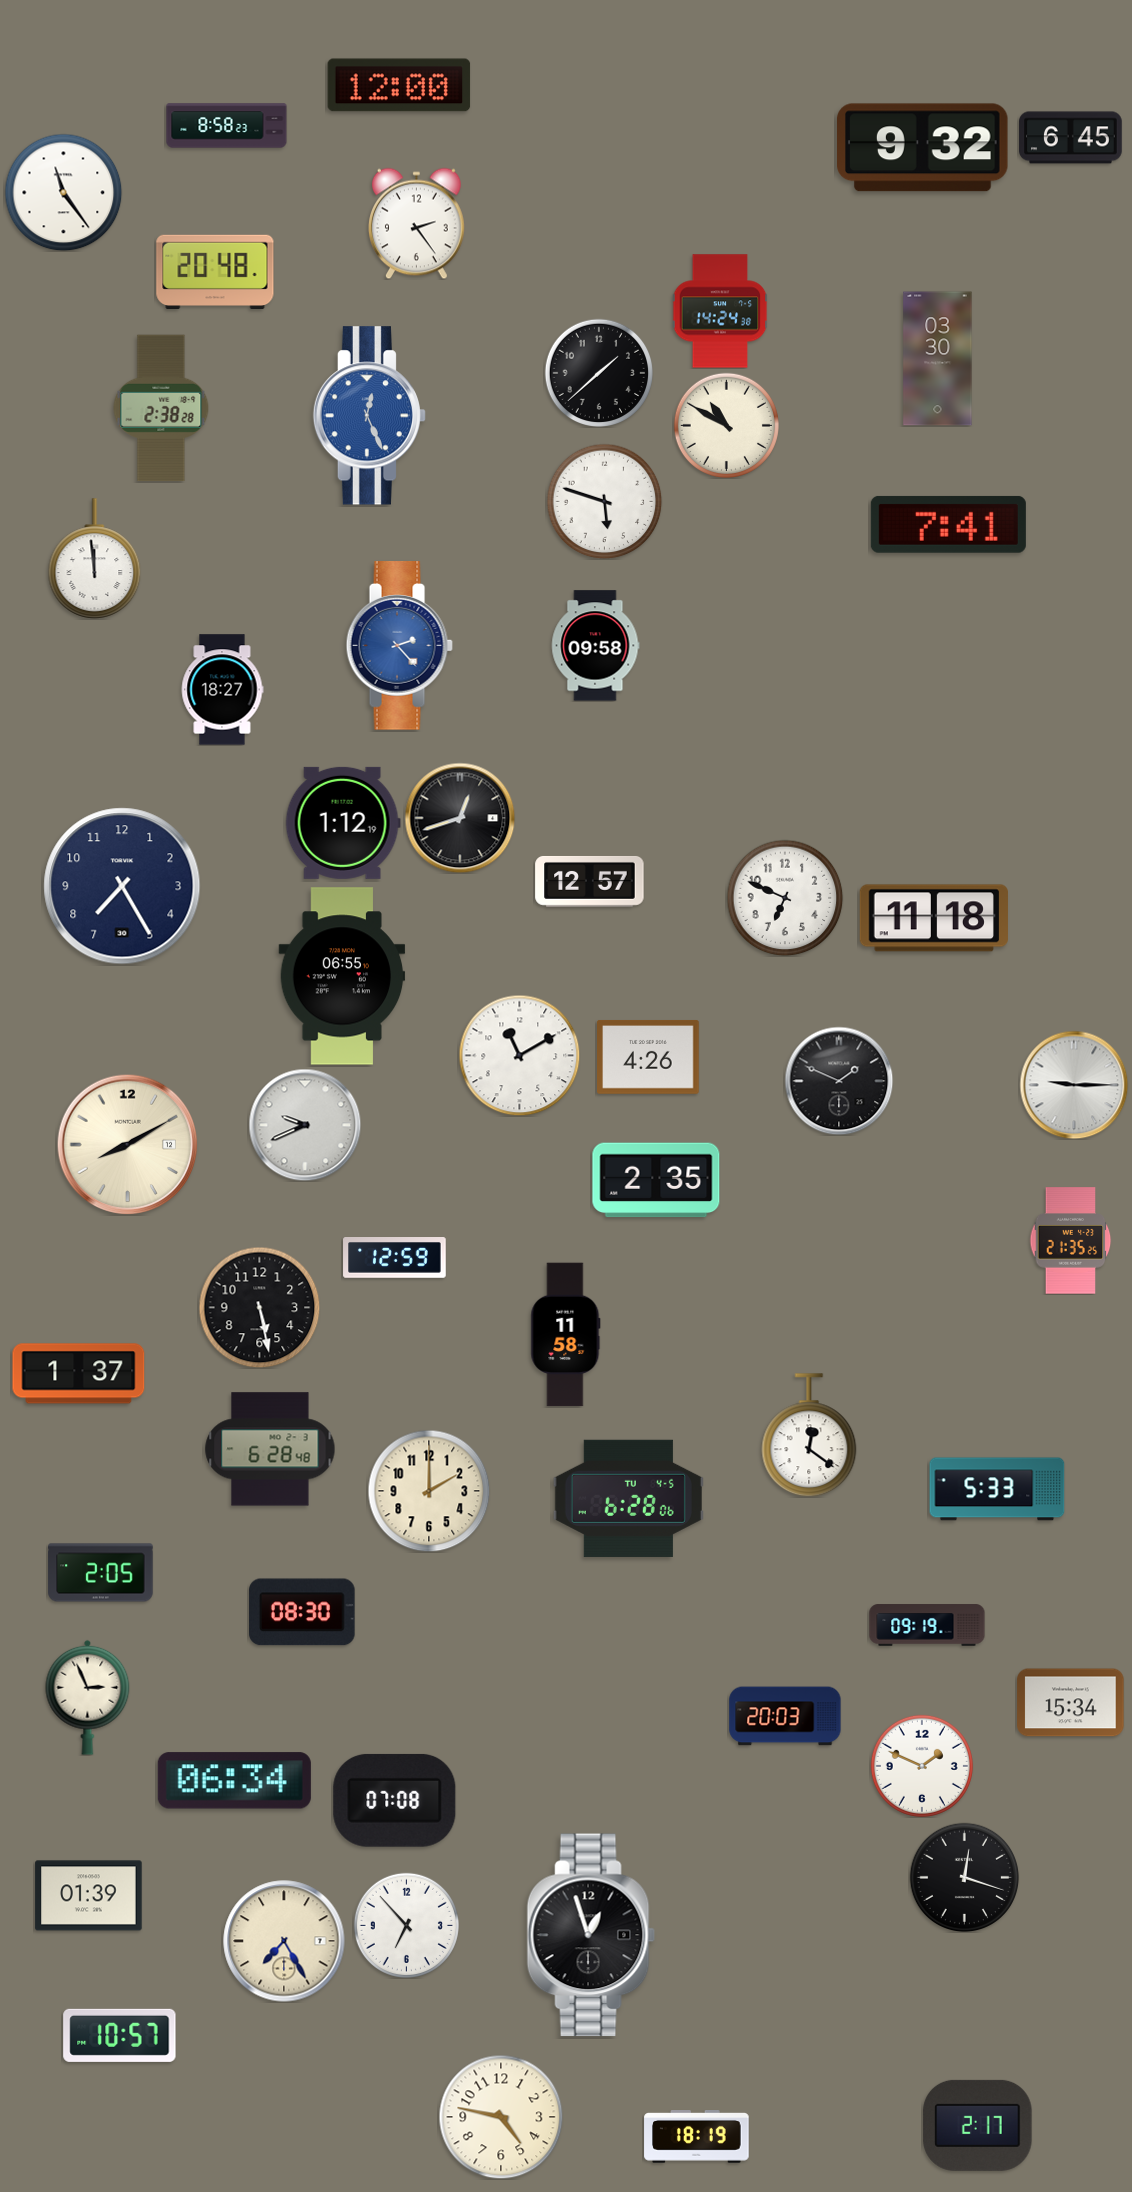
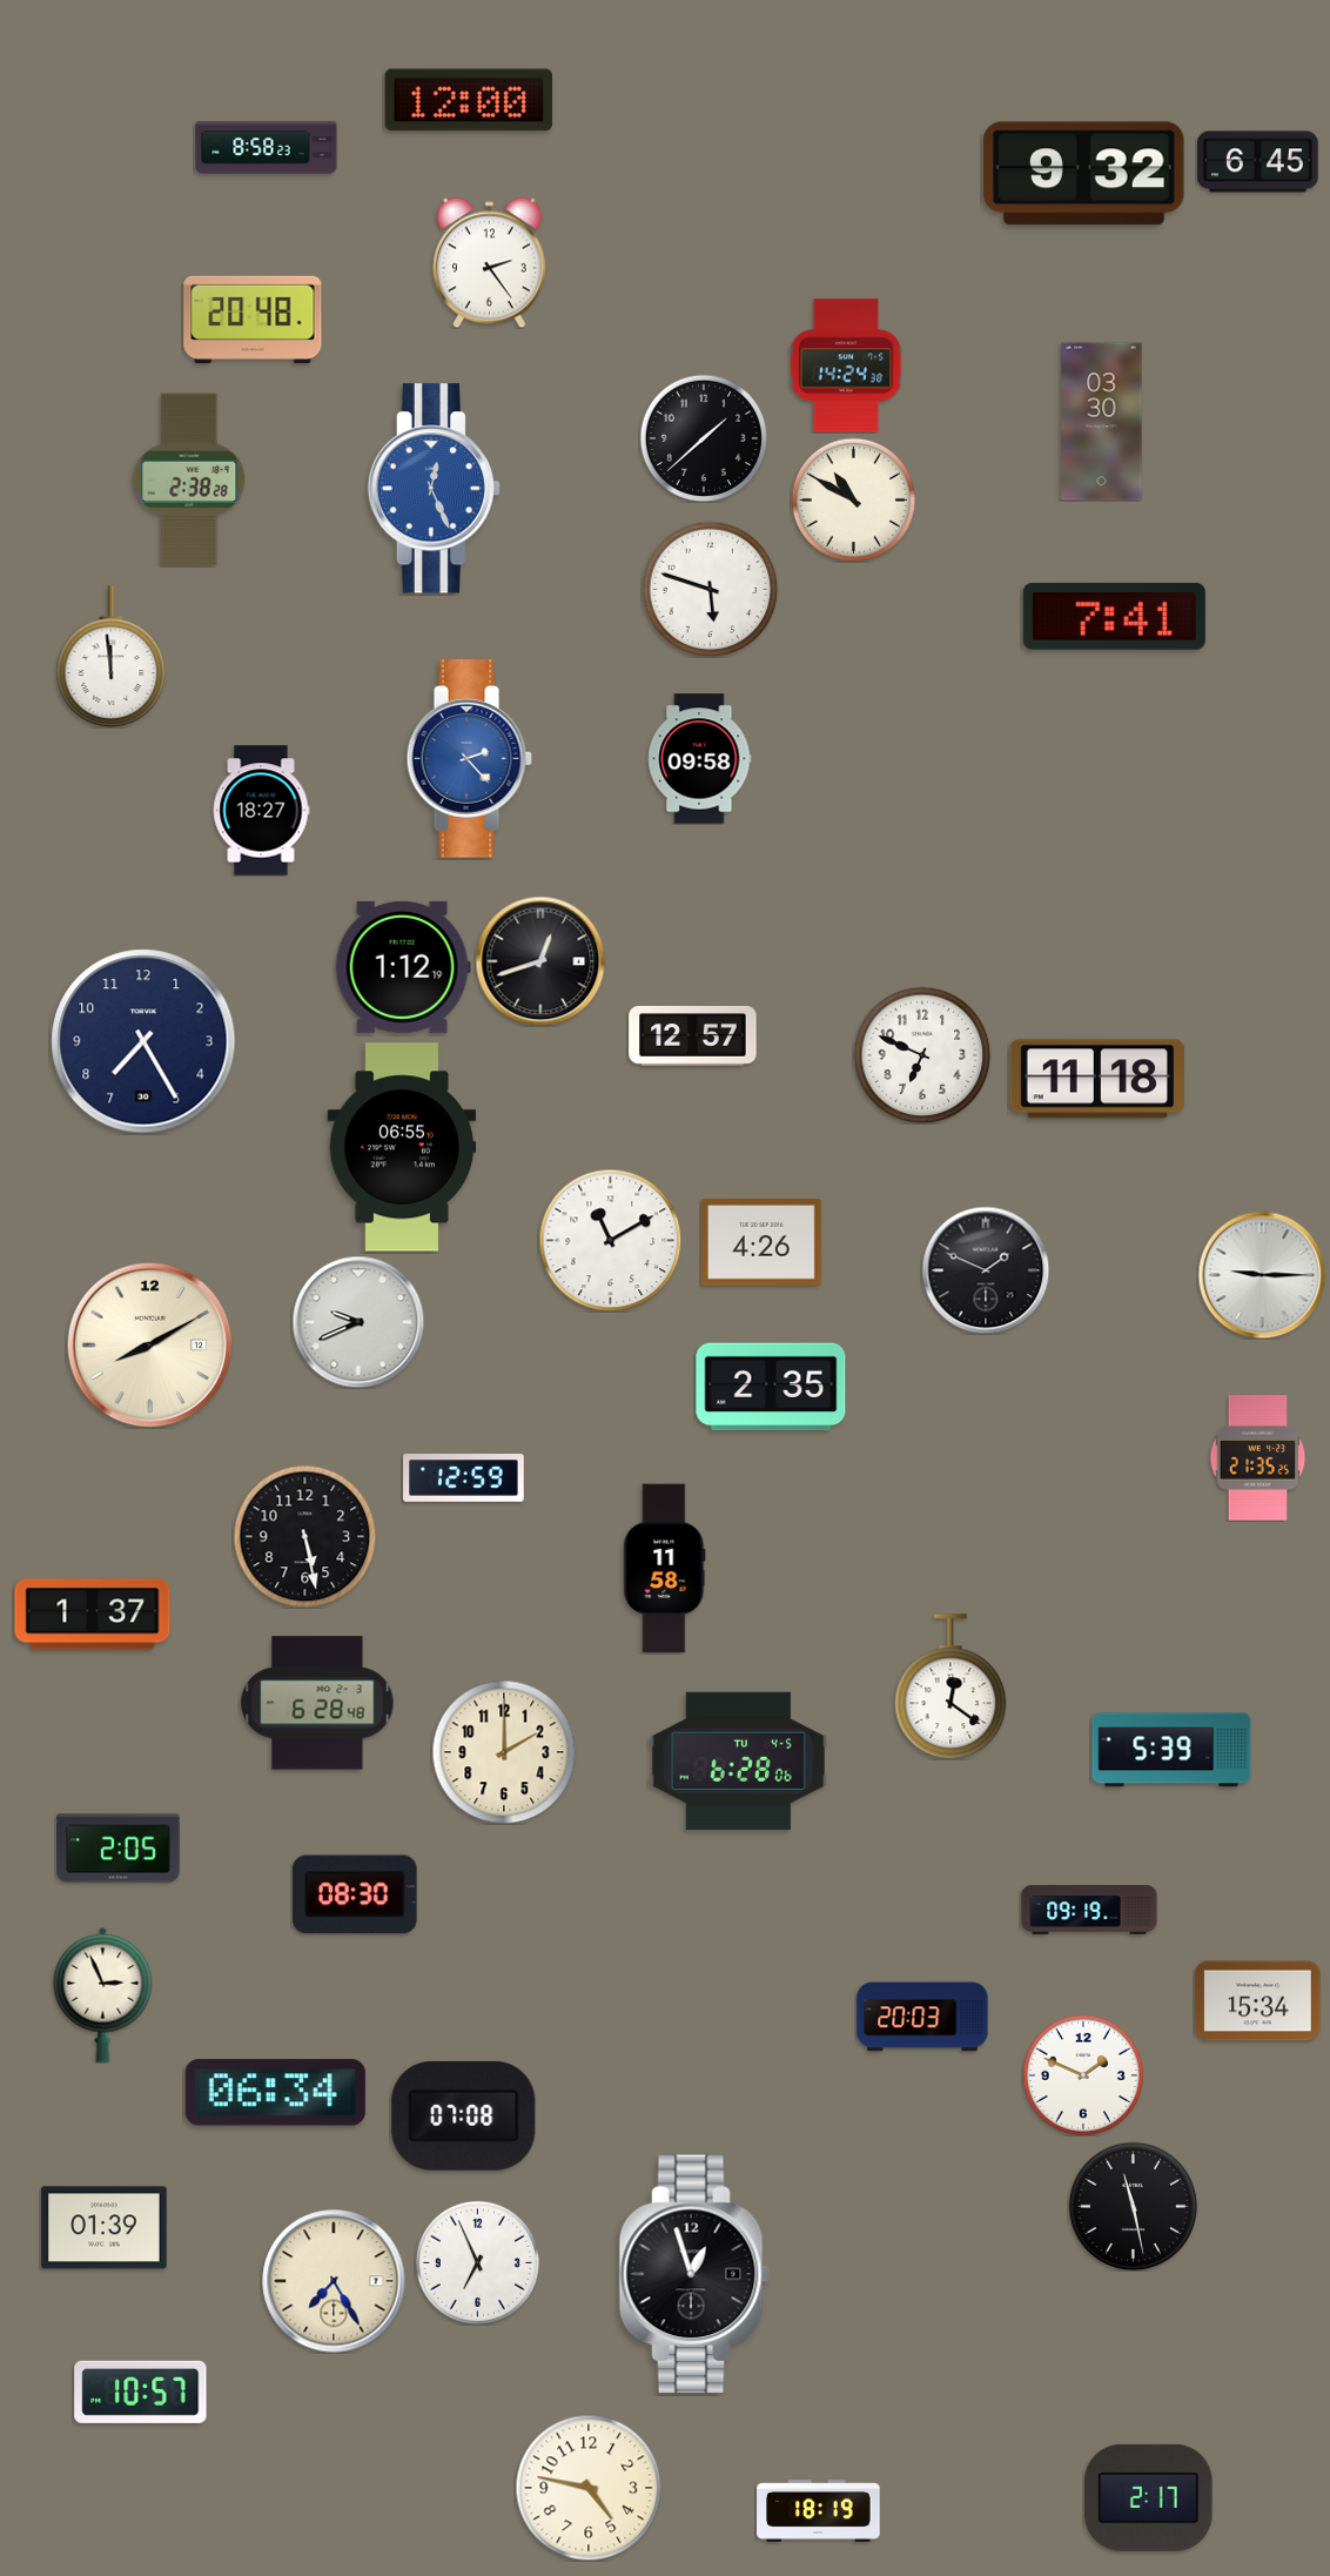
clock at (63, 192): 11:24 -> none
clock at (997, 1489): 5:33 -> 5:39
clock at (964, 1877): 12:18 -> 11:28
clock at (406, 1925): 6:53 -> 6:56
